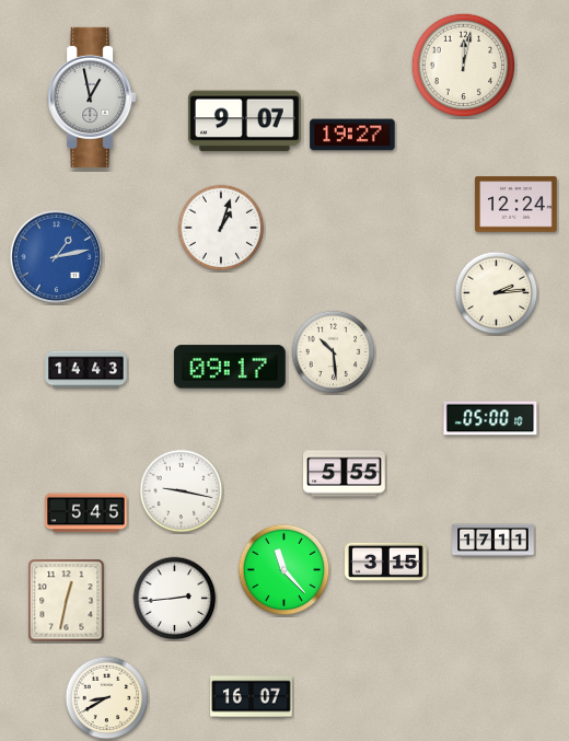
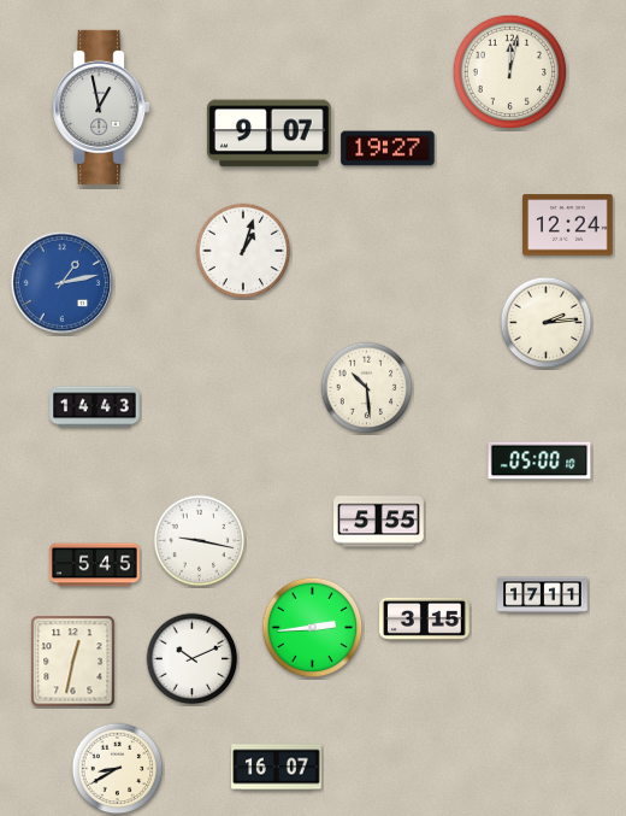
clock at (230, 367): 09:17 -> none
clock at (284, 570): 11:23 -> 2:44
clock at (175, 599): 2:44 -> 10:11
